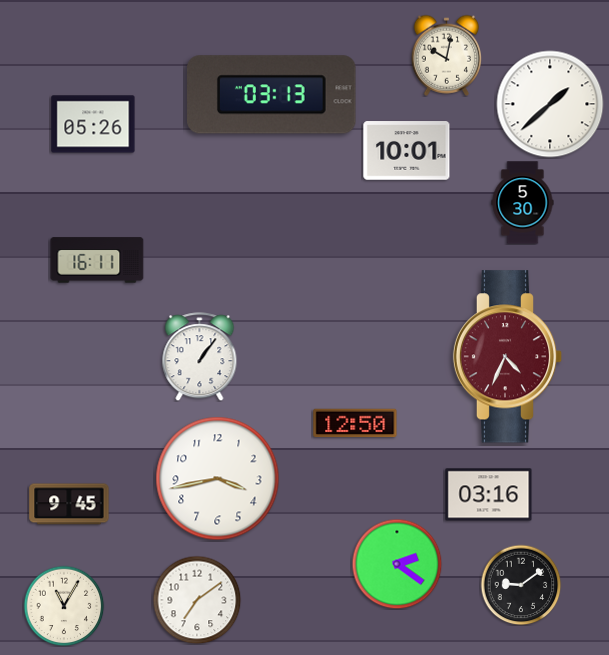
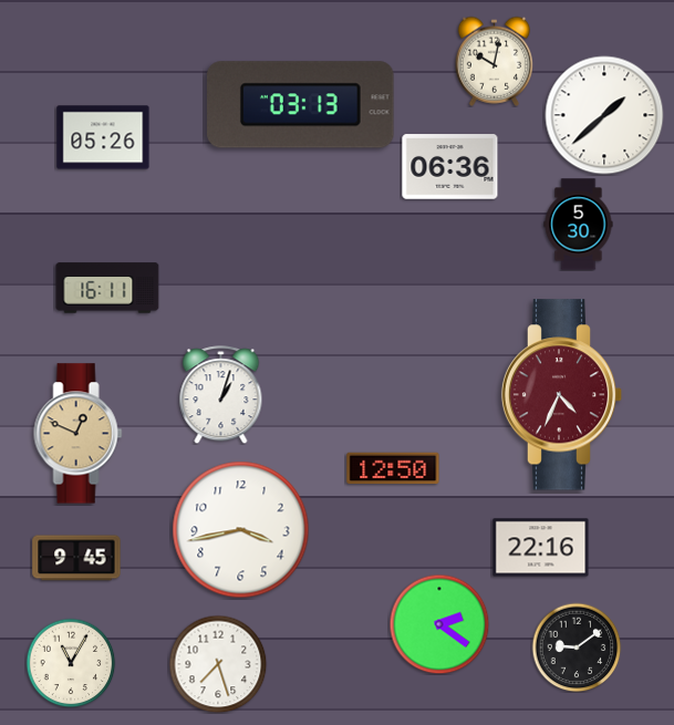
clock at (550, 104) position: (550, 104) -> (604, 115)
clock at (407, 151): 10:01 -> 06:36
clock at (200, 357): 1:06 -> 1:03
clock at (79, 434): none -> 12:49
clock at (489, 495): 03:16 -> 22:16
clock at (197, 600): 7:09 -> 7:27
clock at (64, 606) position: (64, 606) -> (71, 663)
